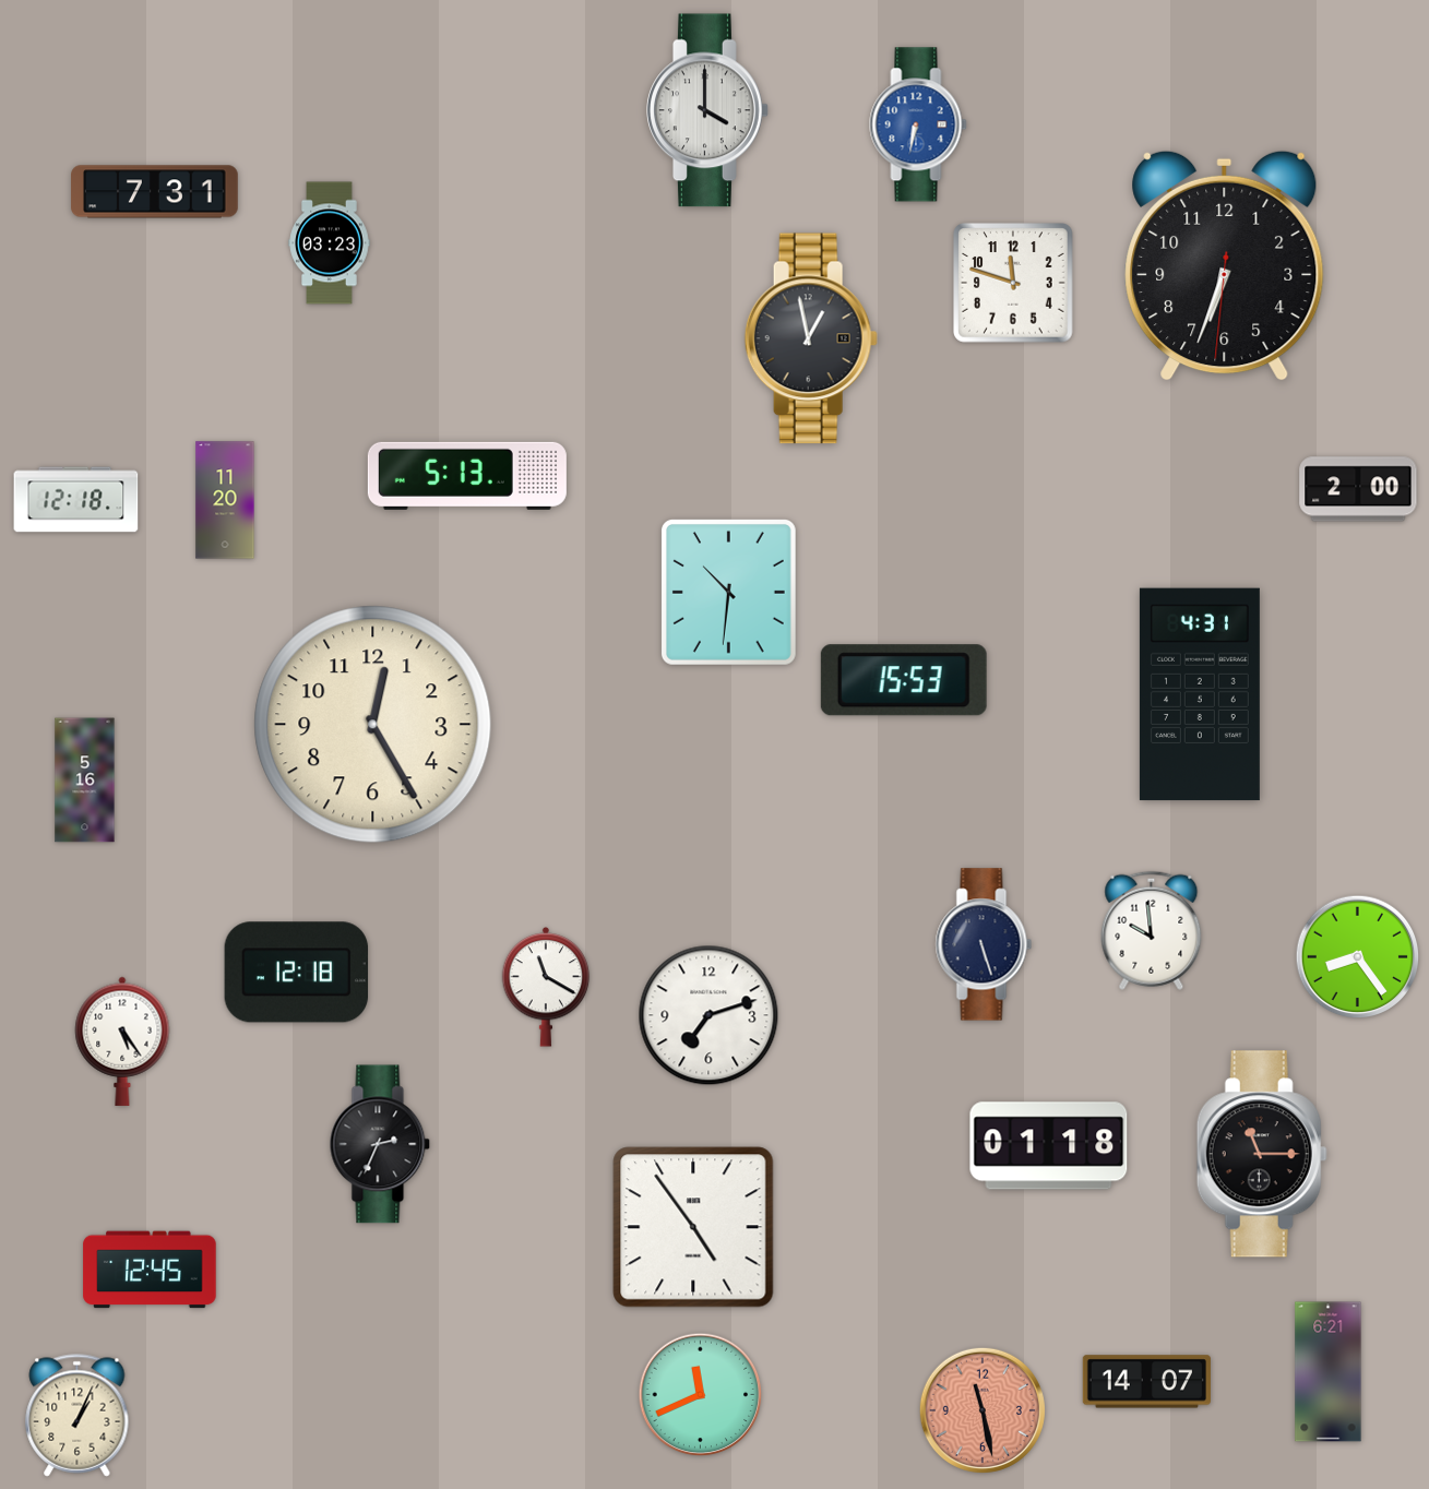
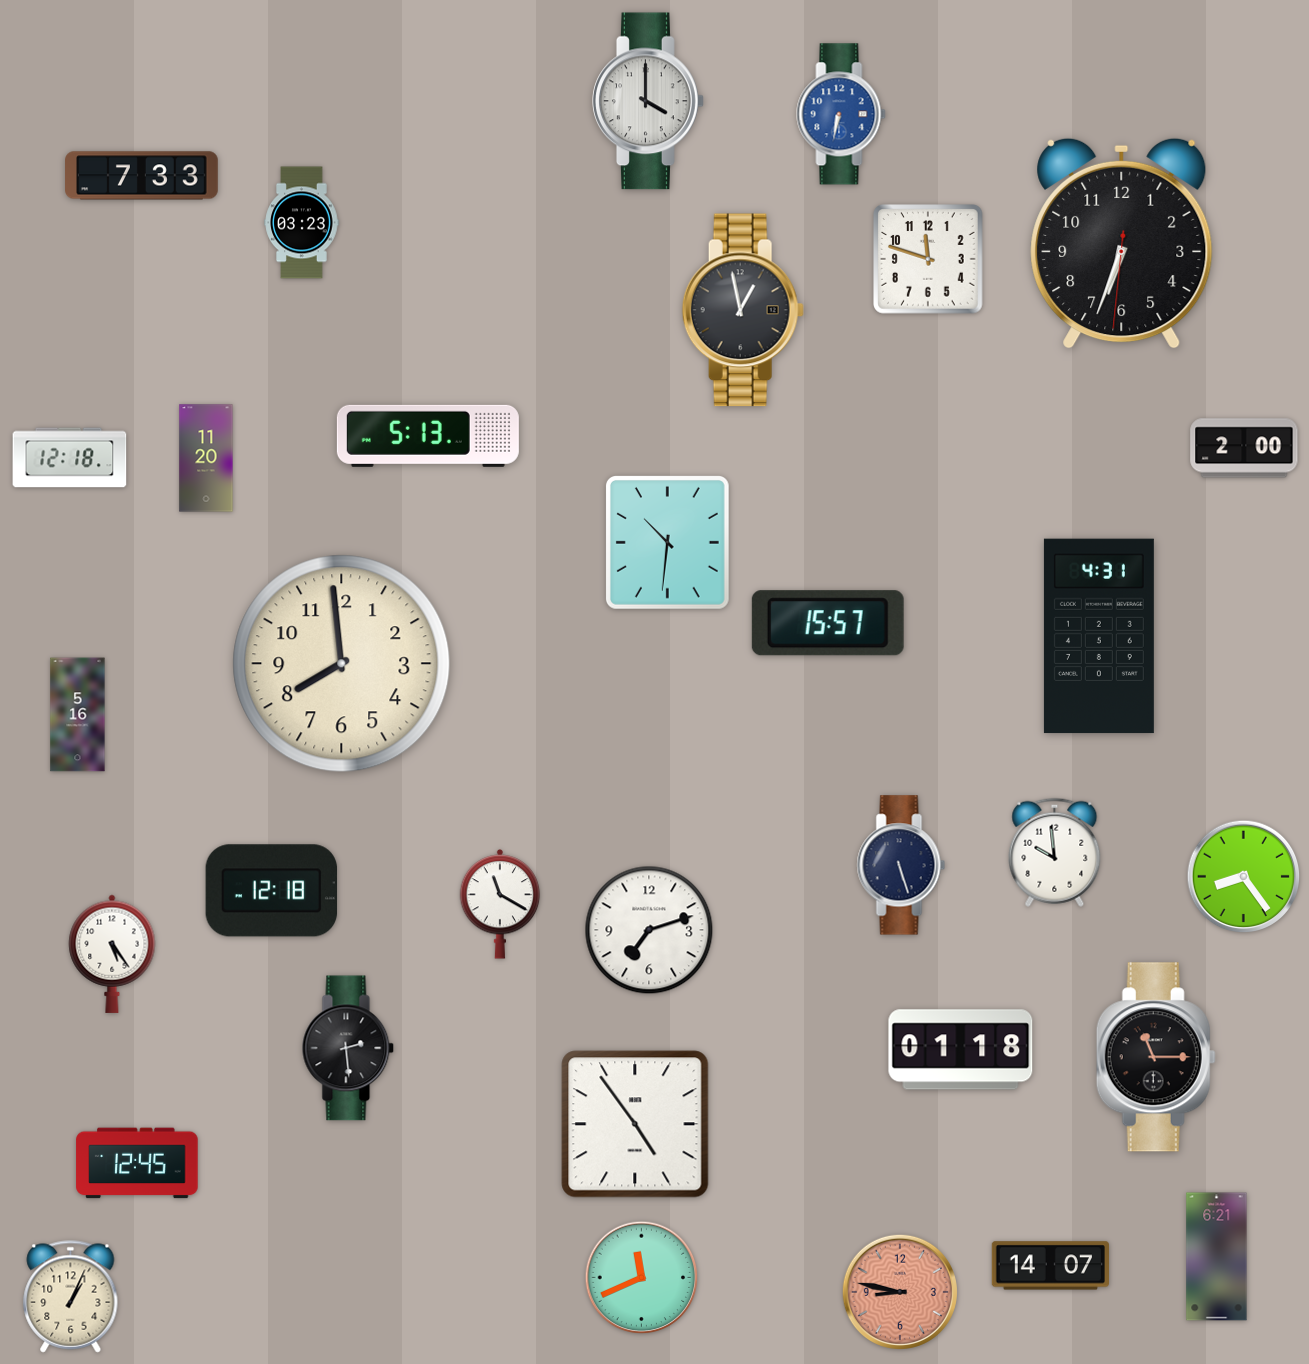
clock at (155, 192): 7:31 -> 7:33
clock at (904, 680): 15:53 -> 15:57
clock at (373, 725): 12:25 -> 7:59
clock at (380, 1144): 2:34 -> 2:29
clock at (981, 1409): 11:28 -> 8:47
